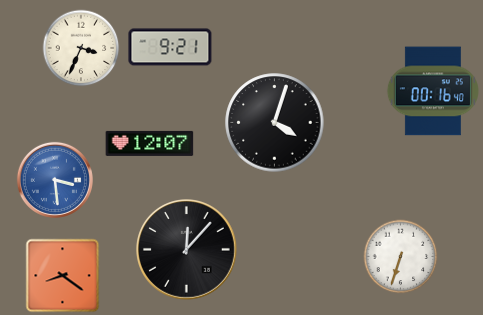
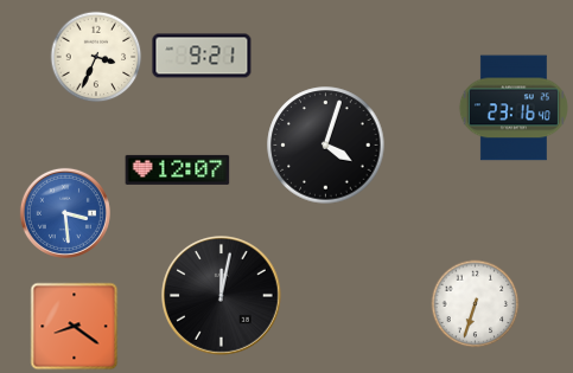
clock at (433, 91): 00:16 -> 23:16
clock at (187, 250): 12:07 -> 12:02
